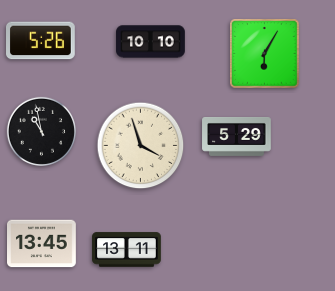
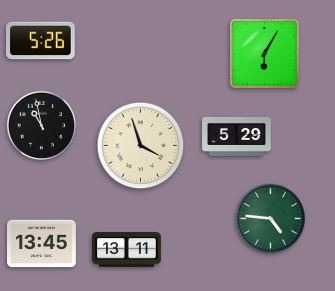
clock at (151, 42): 10:10 -> none
clock at (41, 131) position: (41, 131) -> (41, 125)
clock at (270, 218): none -> 4:46
